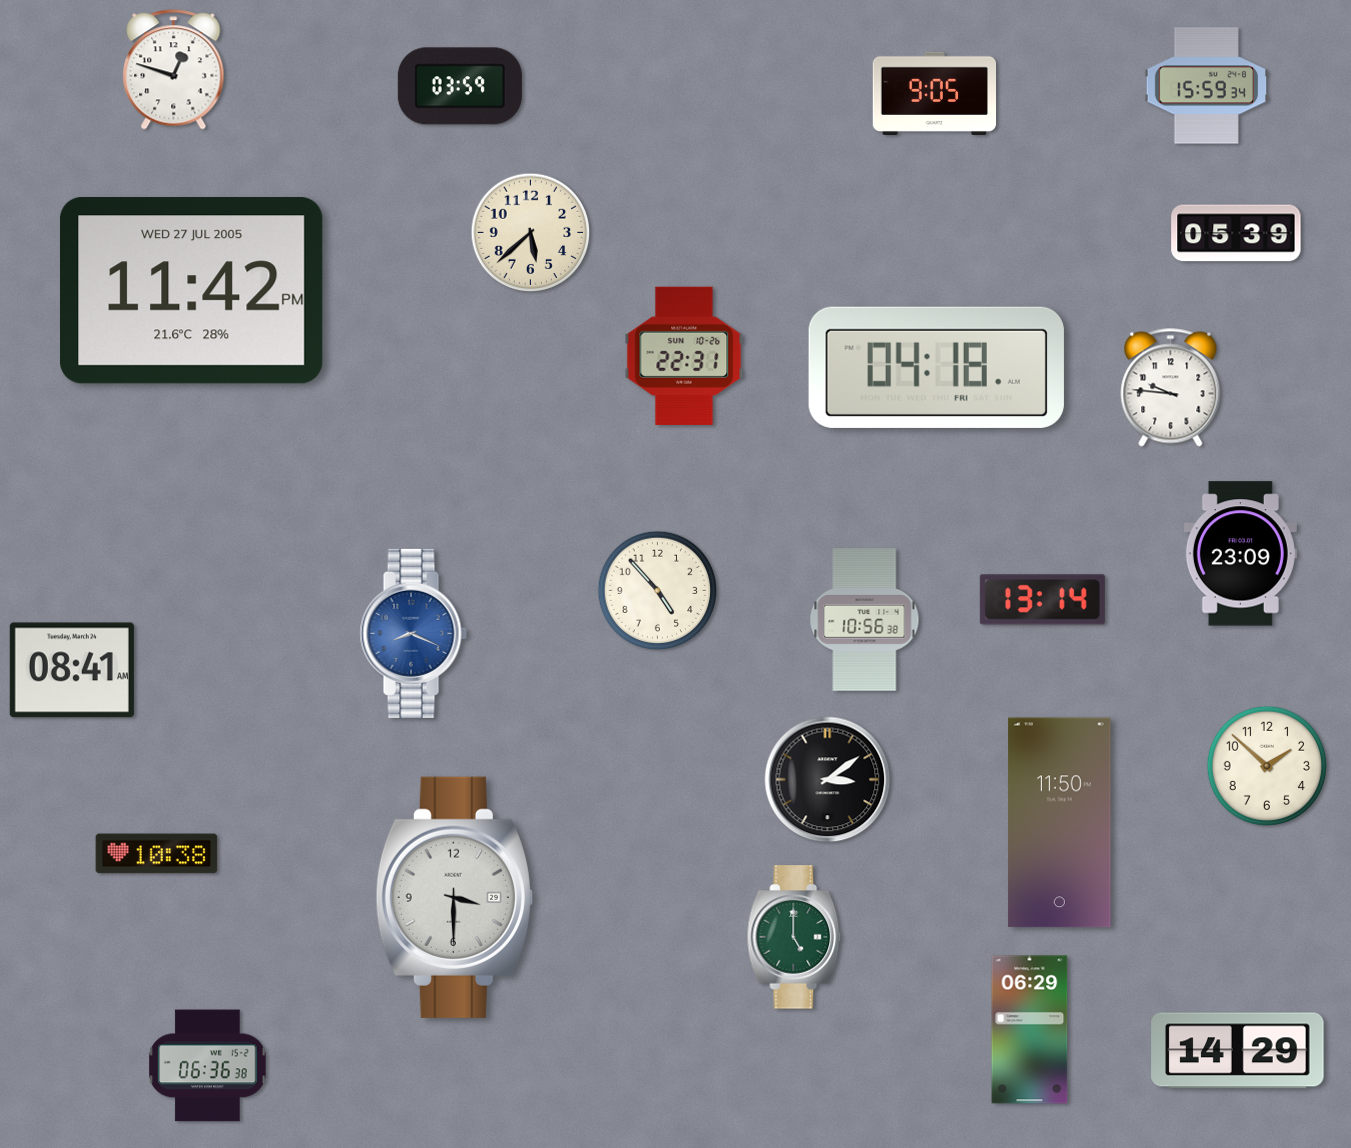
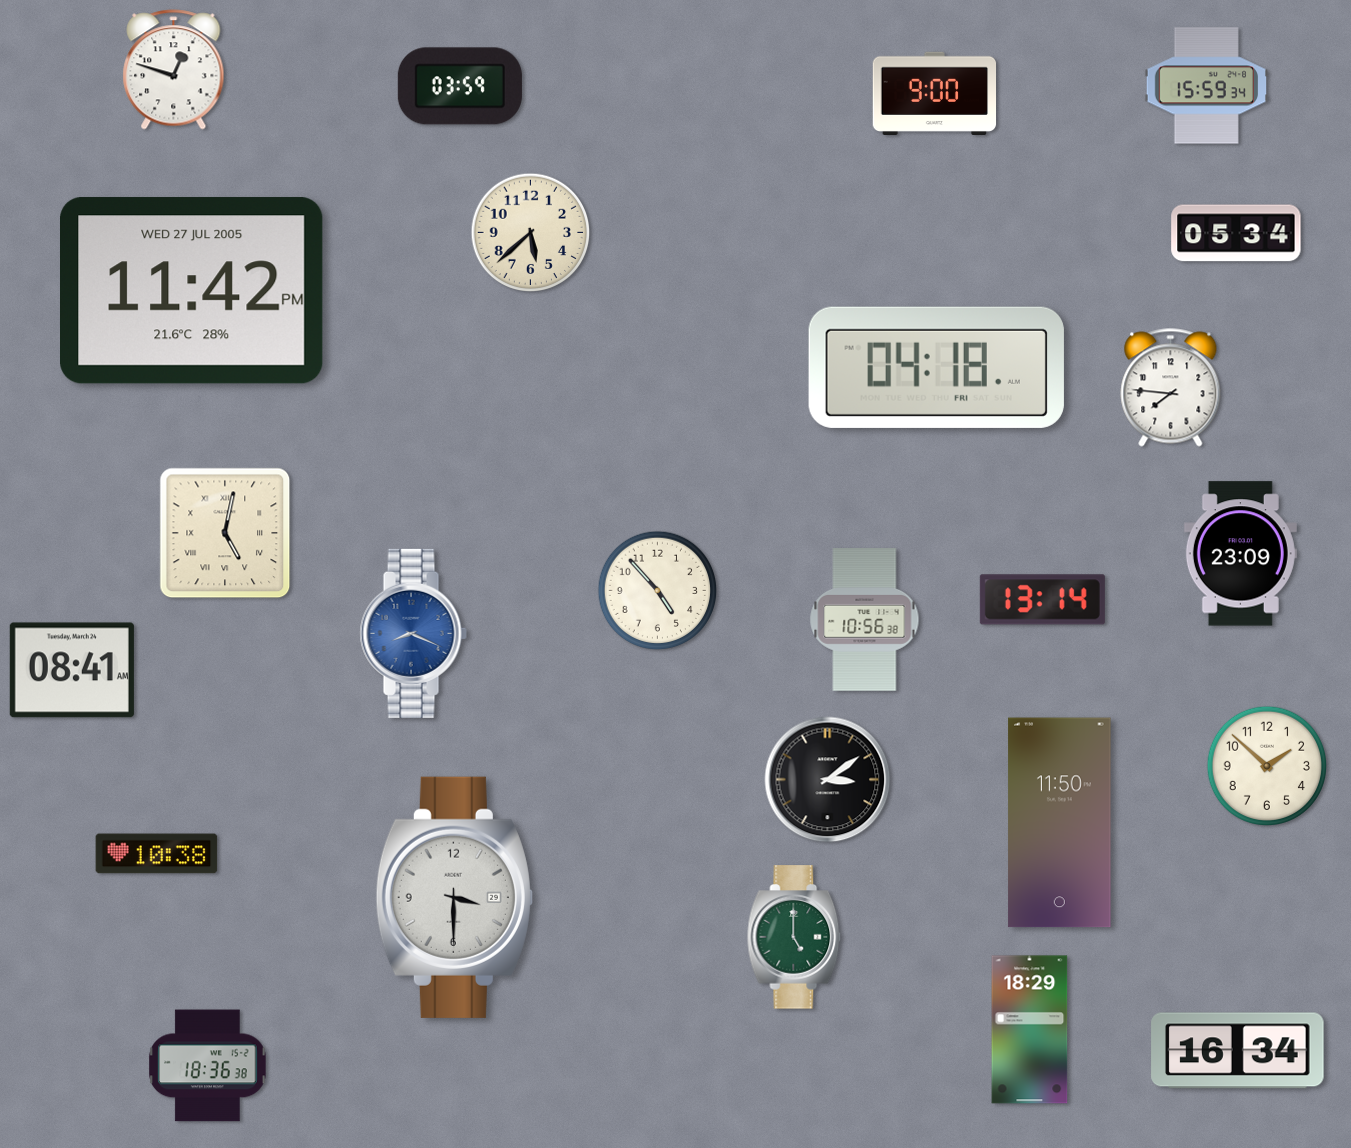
clock at (935, 93): 9:05 -> 9:00
clock at (1236, 233): 05:39 -> 05:34
clock at (684, 356): 22:31 -> none
clock at (1171, 388): 9:46 -> 7:46
clock at (225, 533): none -> 5:02
clock at (1030, 1030): 06:29 -> 18:29
clock at (1238, 1051): 14:29 -> 16:34
clock at (208, 1066): 06:36 -> 18:36
